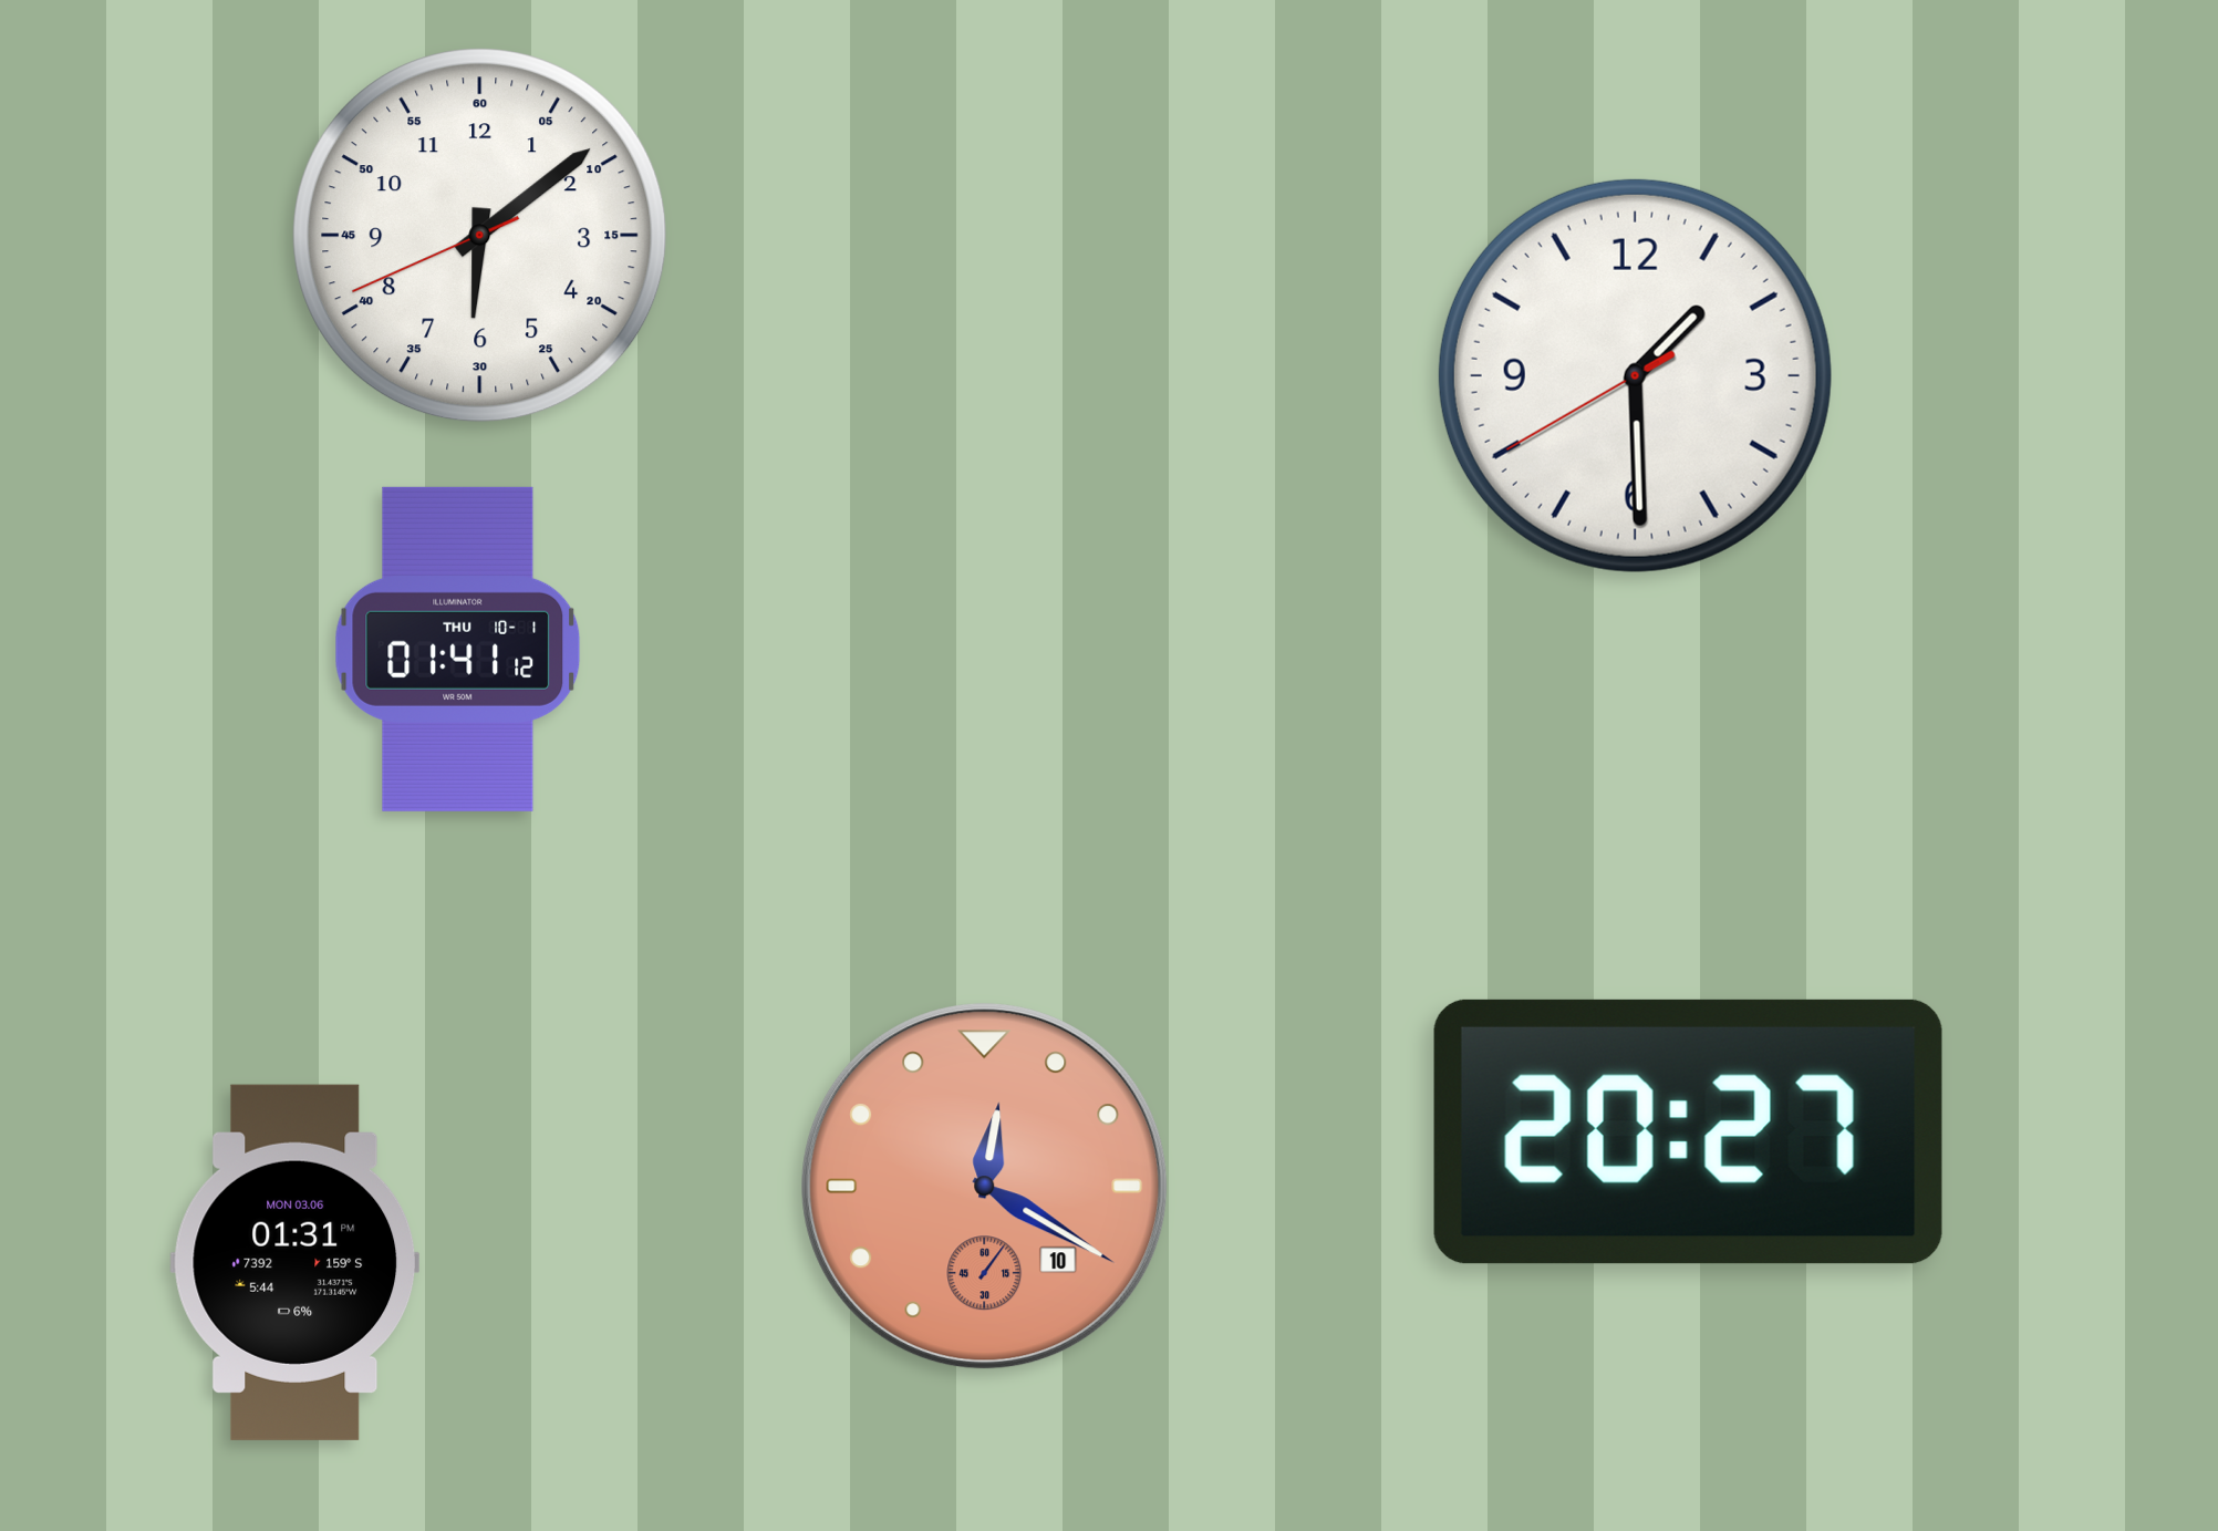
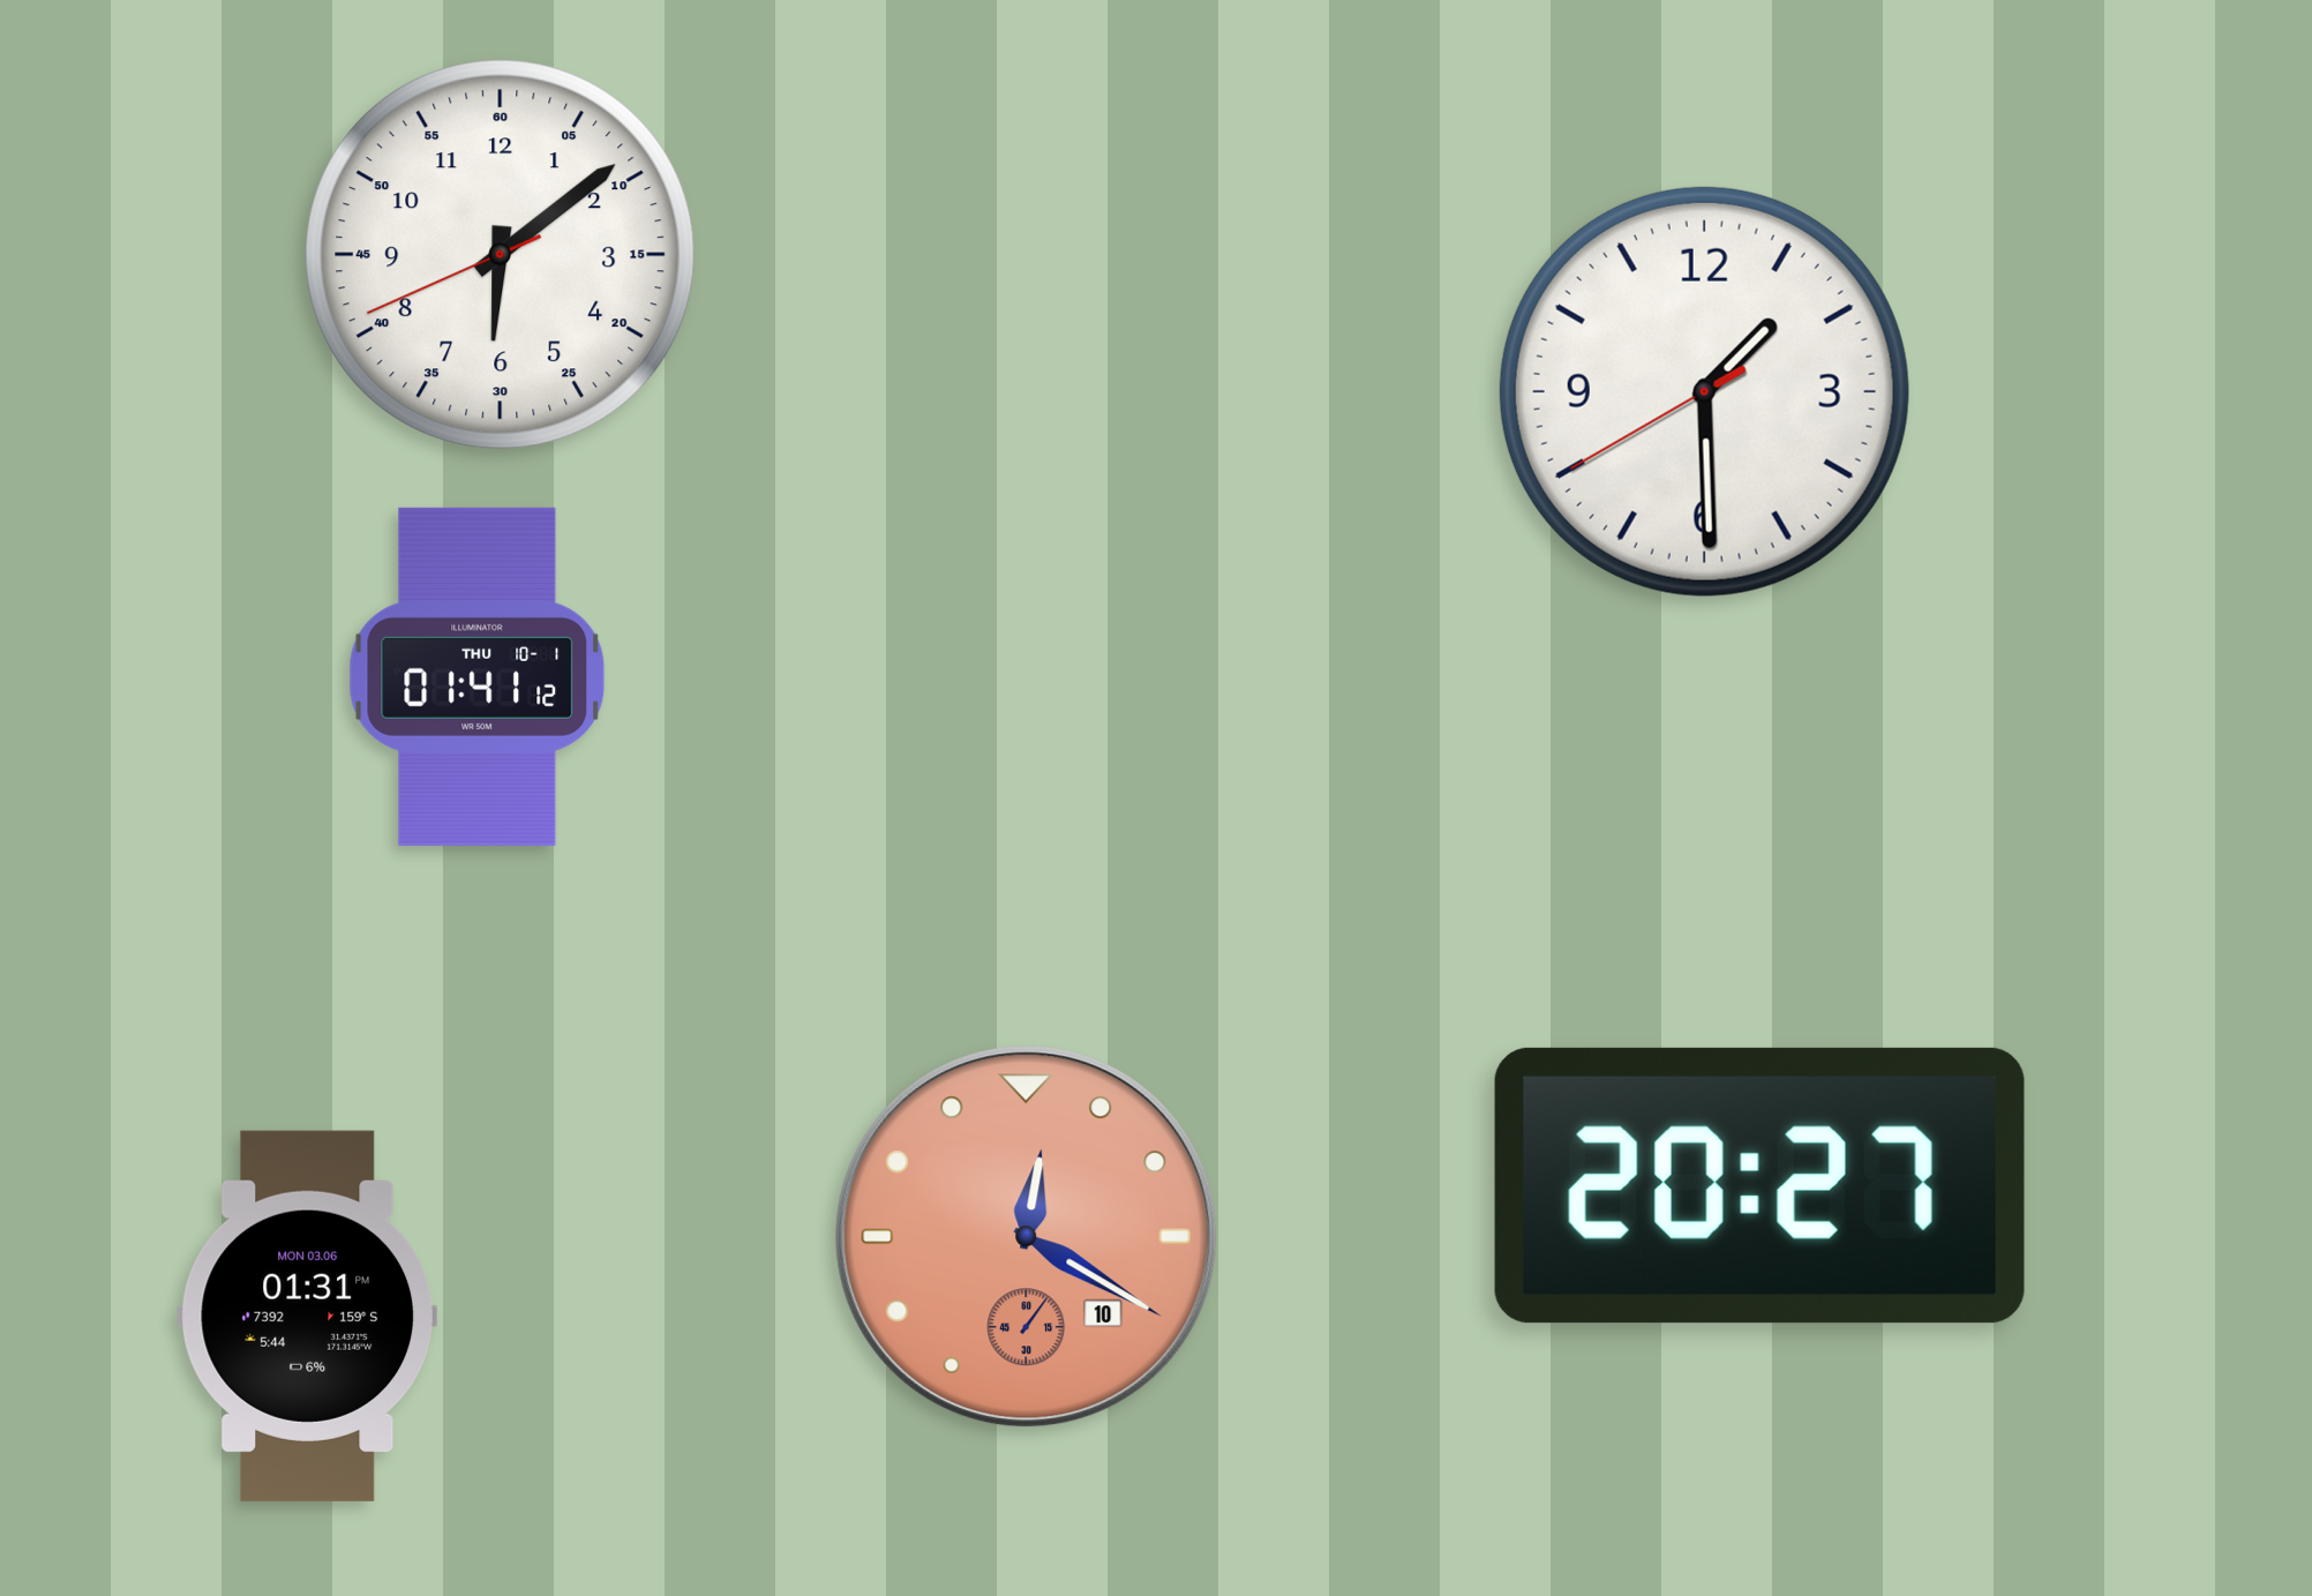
clock at (480, 236) position: (480, 236) -> (501, 255)
clock at (1688, 1131) position: (1688, 1131) -> (1759, 1185)
